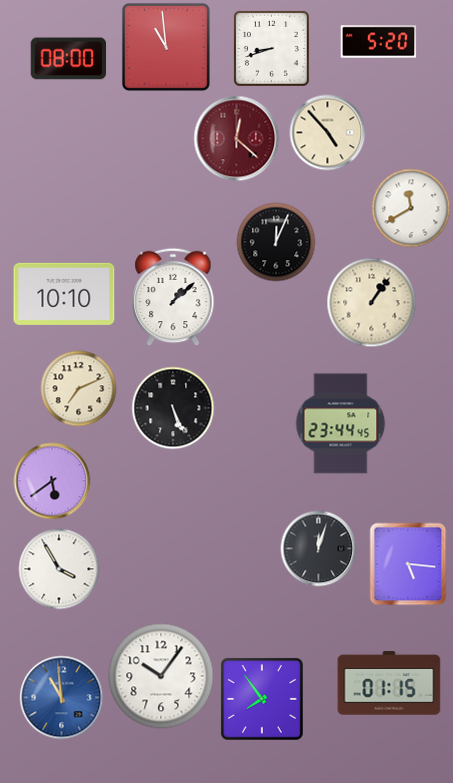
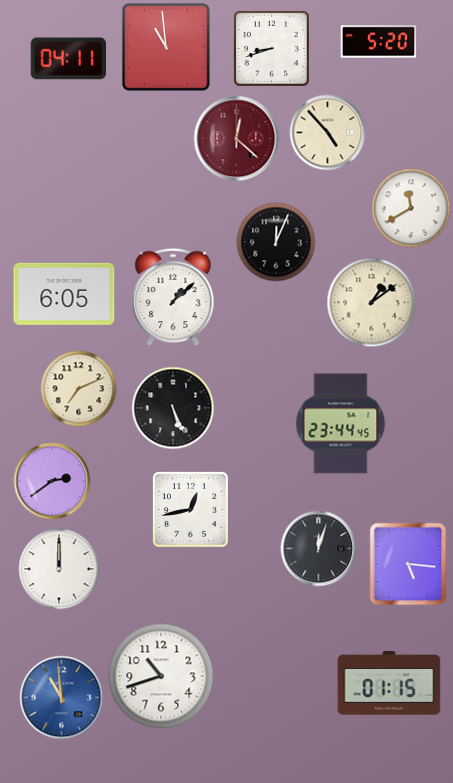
clock at (69, 59): 08:00 -> 04:11
clock at (64, 294): 10:10 -> 6:05
clock at (372, 303): 1:06 -> 1:09
clock at (52, 481): 5:39 -> 2:39
clock at (190, 509): none -> 12:43
clock at (59, 569): 3:55 -> 12:00
clock at (161, 676): 10:06 -> 10:42
clock at (262, 699): 7:54 -> none
